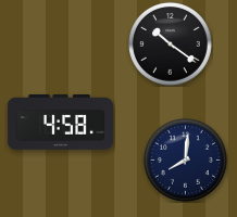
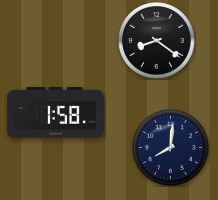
clock at (171, 44): 10:21 -> 8:21
clock at (60, 123): 4:58 -> 1:58
